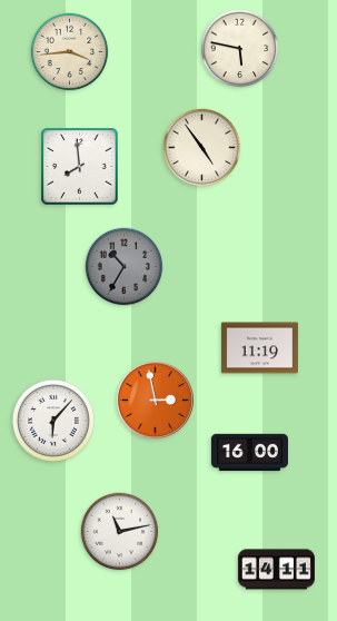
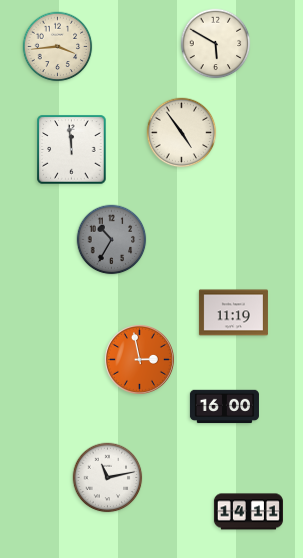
clock at (240, 49): 5:47 -> 5:50
clock at (70, 52) position: (70, 52) -> (58, 47)
clock at (80, 167): 7:59 -> 11:59
clock at (53, 421): 6:07 -> none
